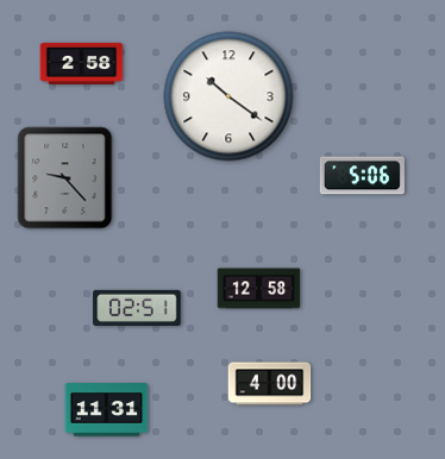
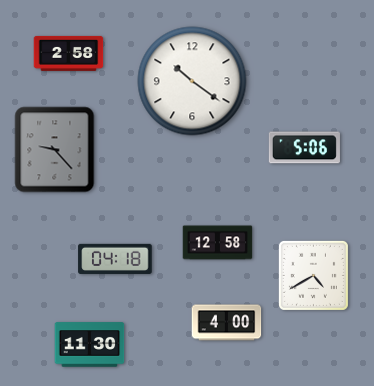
clock at (137, 308): 02:51 -> 04:18
clock at (313, 275): none -> 4:40
clock at (107, 410): 11:31 -> 11:30
